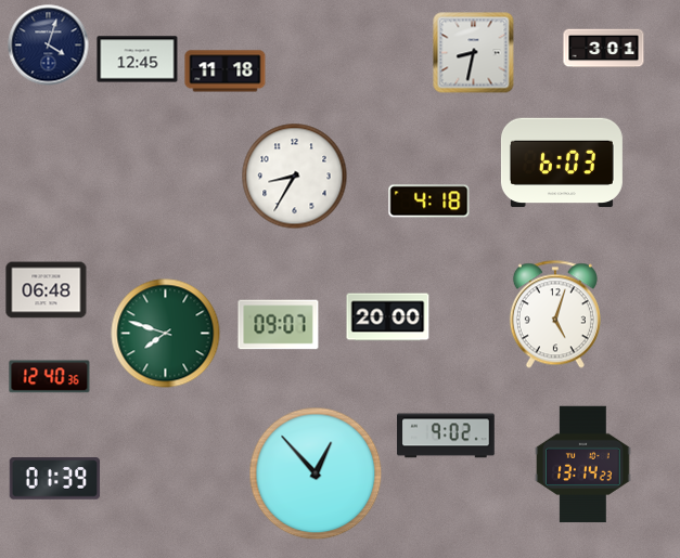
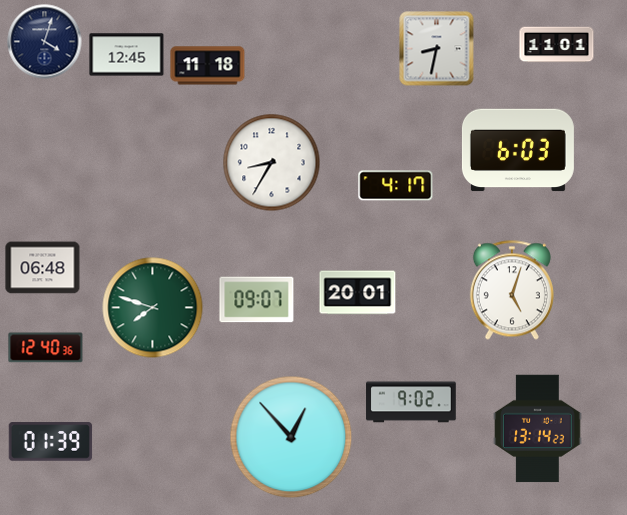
clock at (604, 49): 3:01 -> 11:01
clock at (429, 202): 4:18 -> 4:17
clock at (388, 317): 20:00 -> 20:01
